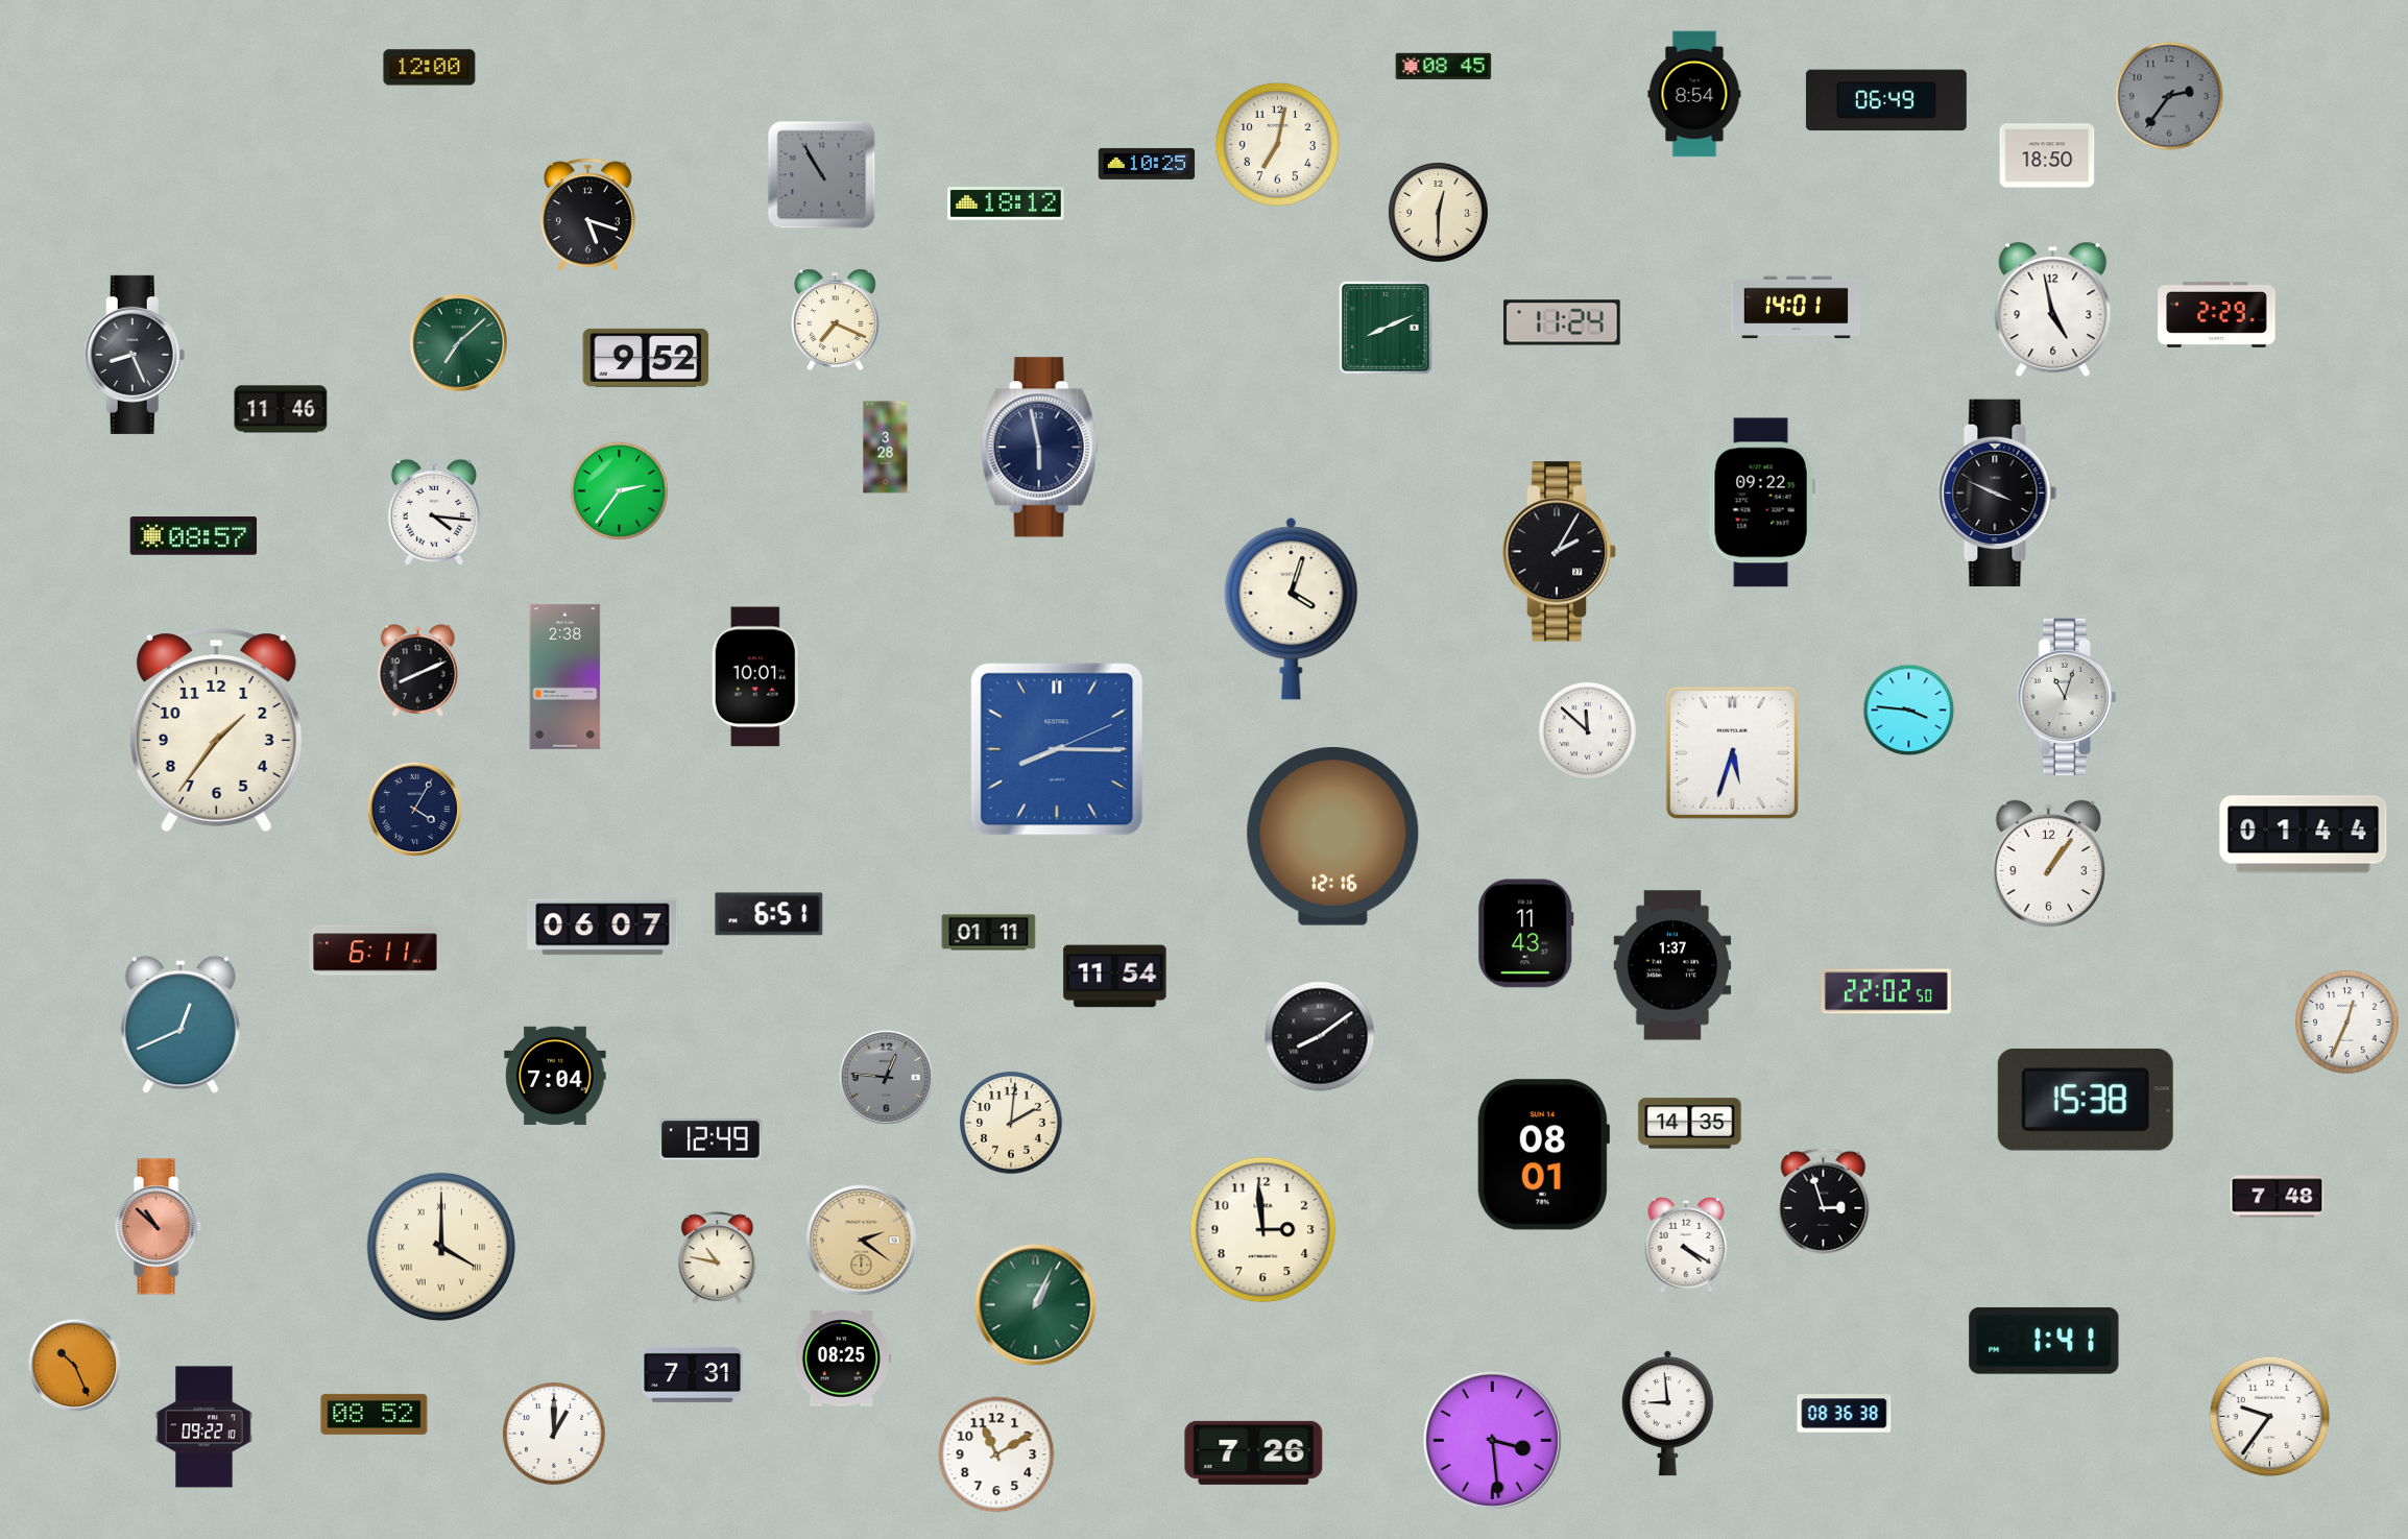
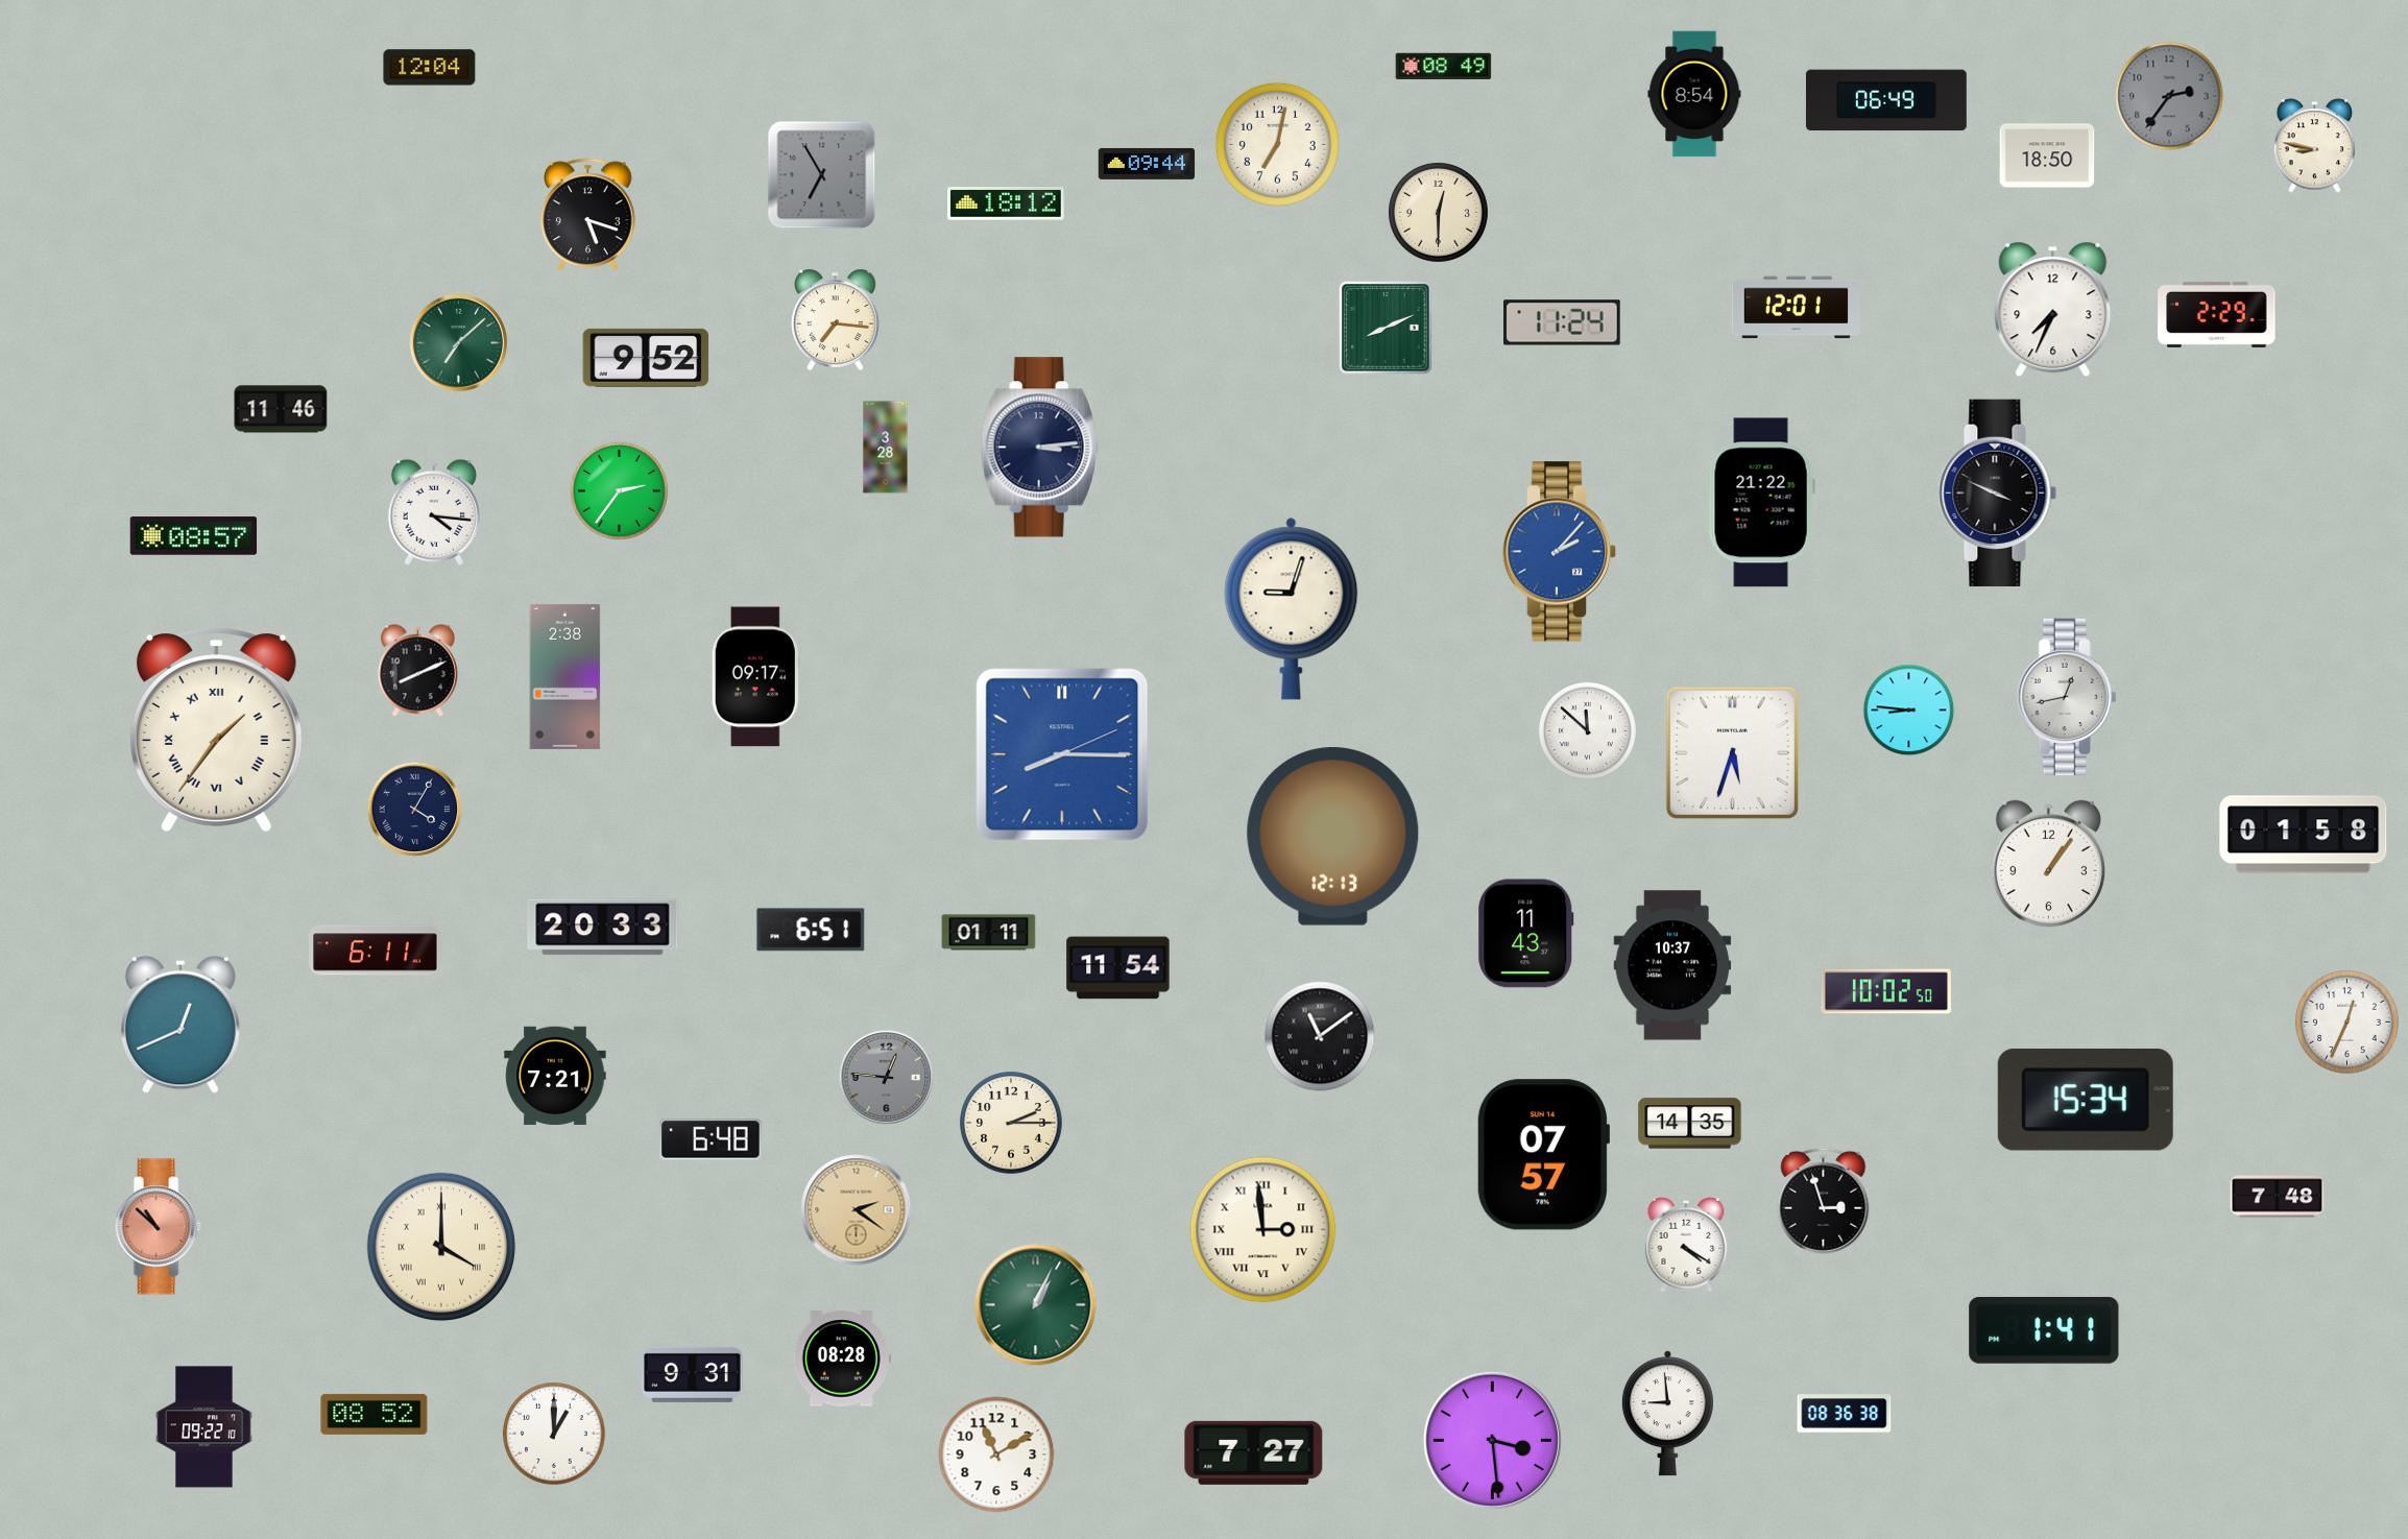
clock at (1444, 67): 08:45 -> 08:49
clock at (430, 68): 12:00 -> 12:04
clock at (2315, 146): none -> 8:47
clock at (1147, 164): 10:25 -> 09:44
clock at (822, 175): 10:55 -> 6:55
clock at (1796, 308): 14:01 -> 12:01
clock at (2053, 310): 4:58 -> 7:34
clock at (836, 319): 7:19 -> 7:16
clock at (135, 355): 8:26 -> none
clock at (1039, 448): 5:58 -> 3:14
clock at (1761, 503): 09:22 -> 21:22
clock at (1560, 552): 2:05 -> 2:07
clock at (1560, 552) dial: black -> blue
clock at (1292, 609): 4:03 -> 9:03
clock at (755, 677): 10:01 -> 09:17
clock at (2067, 697): 11:03 -> 12:43
clock at (1909, 711): 3:46 -> 8:46
clock at (216, 730) numerals: Arabic -> Roman
clock at (1057, 749) position: (1057, 749) -> (1062, 754)
clock at (2304, 835): 01:44 -> 01:58
clock at (1333, 837): 12:16 -> 12:13
clock at (769, 914) position: (769, 914) -> (811, 930)
clock at (603, 928): 06:07 -> 20:33
clock at (1672, 965): 1:37 -> 10:37
clock at (1115, 977) position: (1115, 977) -> (1118, 968)
clock at (1886, 991): 22:02 -> 10:02
clock at (1320, 1036): 8:09 -> 11:09
clock at (555, 1076): 7:04 -> 7:21
clock at (2086, 1100): 15:38 -> 15:34
clock at (1011, 1123): 2:01 -> 2:15
clock at (711, 1139): 12:49 -> 6:48
clock at (1542, 1155): 08:01 -> 07:57
clock at (1263, 1230) numerals: Arabic -> Roman
clock at (862, 1241) position: (862, 1241) -> (857, 1210)
clock at (718, 1258): 10:47 -> none
clock at (2044, 1341) position: (2044, 1341) -> (2044, 1330)
clock at (842, 1358): 08:25 -> 08:28
clock at (75, 1366): 10:26 -> none
clock at (693, 1374): 7:31 -> 9:31
clock at (2270, 1417): 9:36 -> none
clock at (1254, 1452): 7:26 -> 7:27
